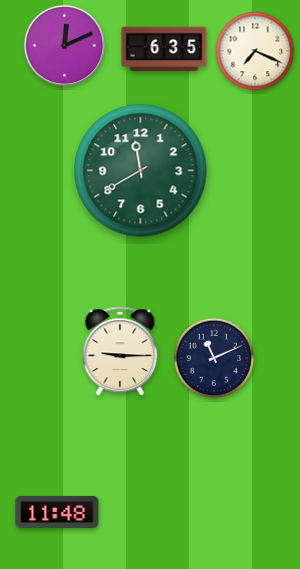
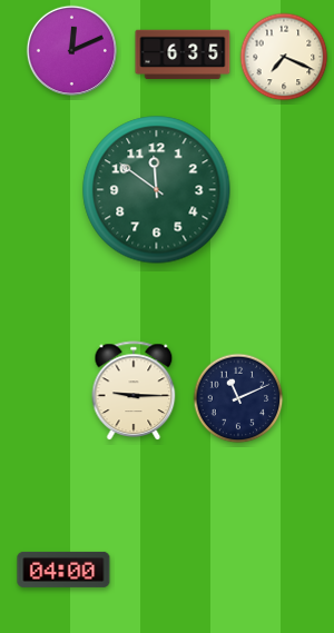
clock at (141, 171): 11:40 -> 11:51
clock at (57, 512): 11:48 -> 04:00
